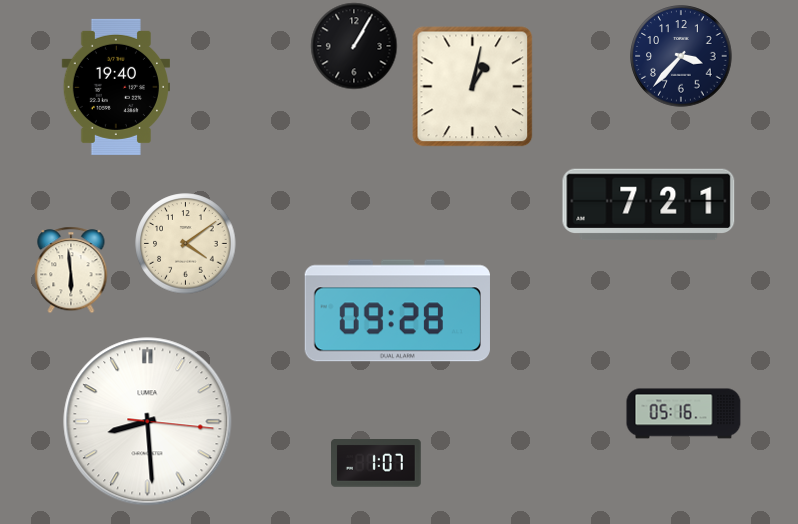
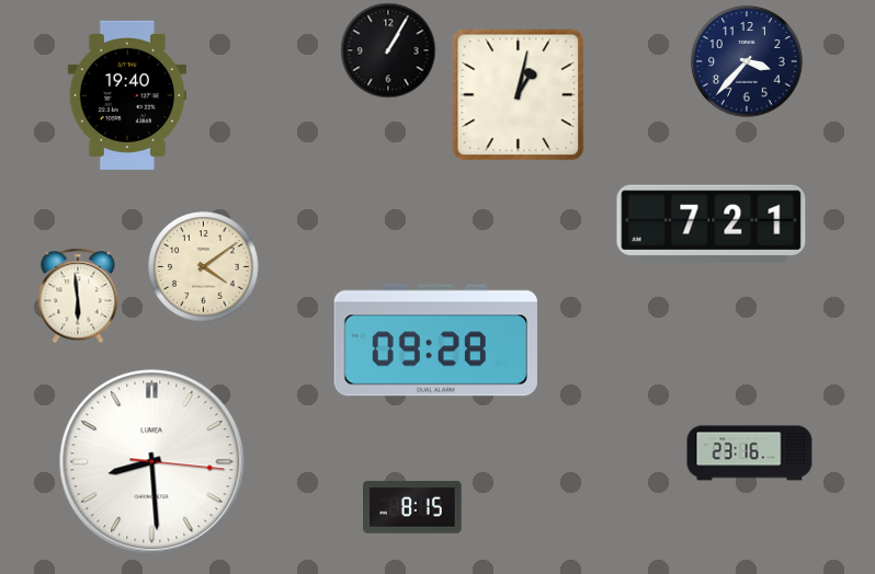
clock at (684, 414): 05:16 -> 23:16
clock at (148, 422) position: (148, 422) -> (152, 462)
clock at (377, 464): 1:07 -> 8:15
